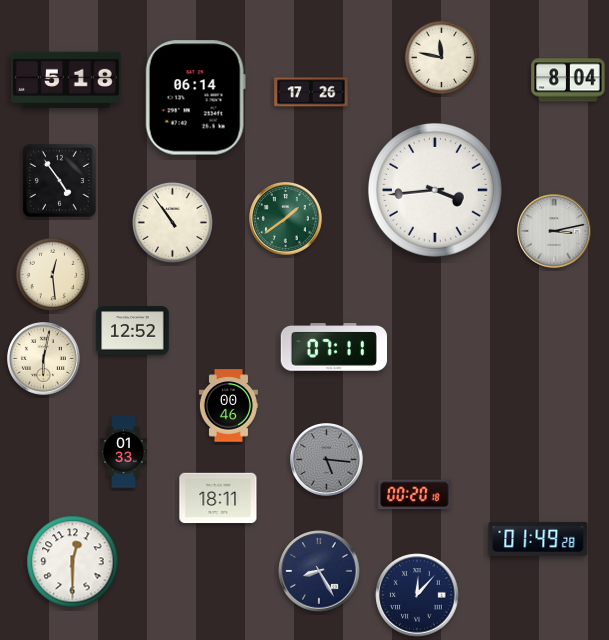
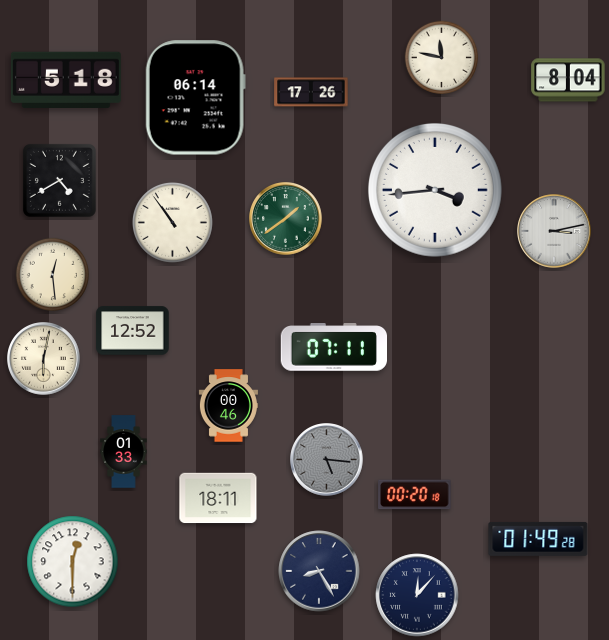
clock at (59, 180): 4:54 -> 4:40
